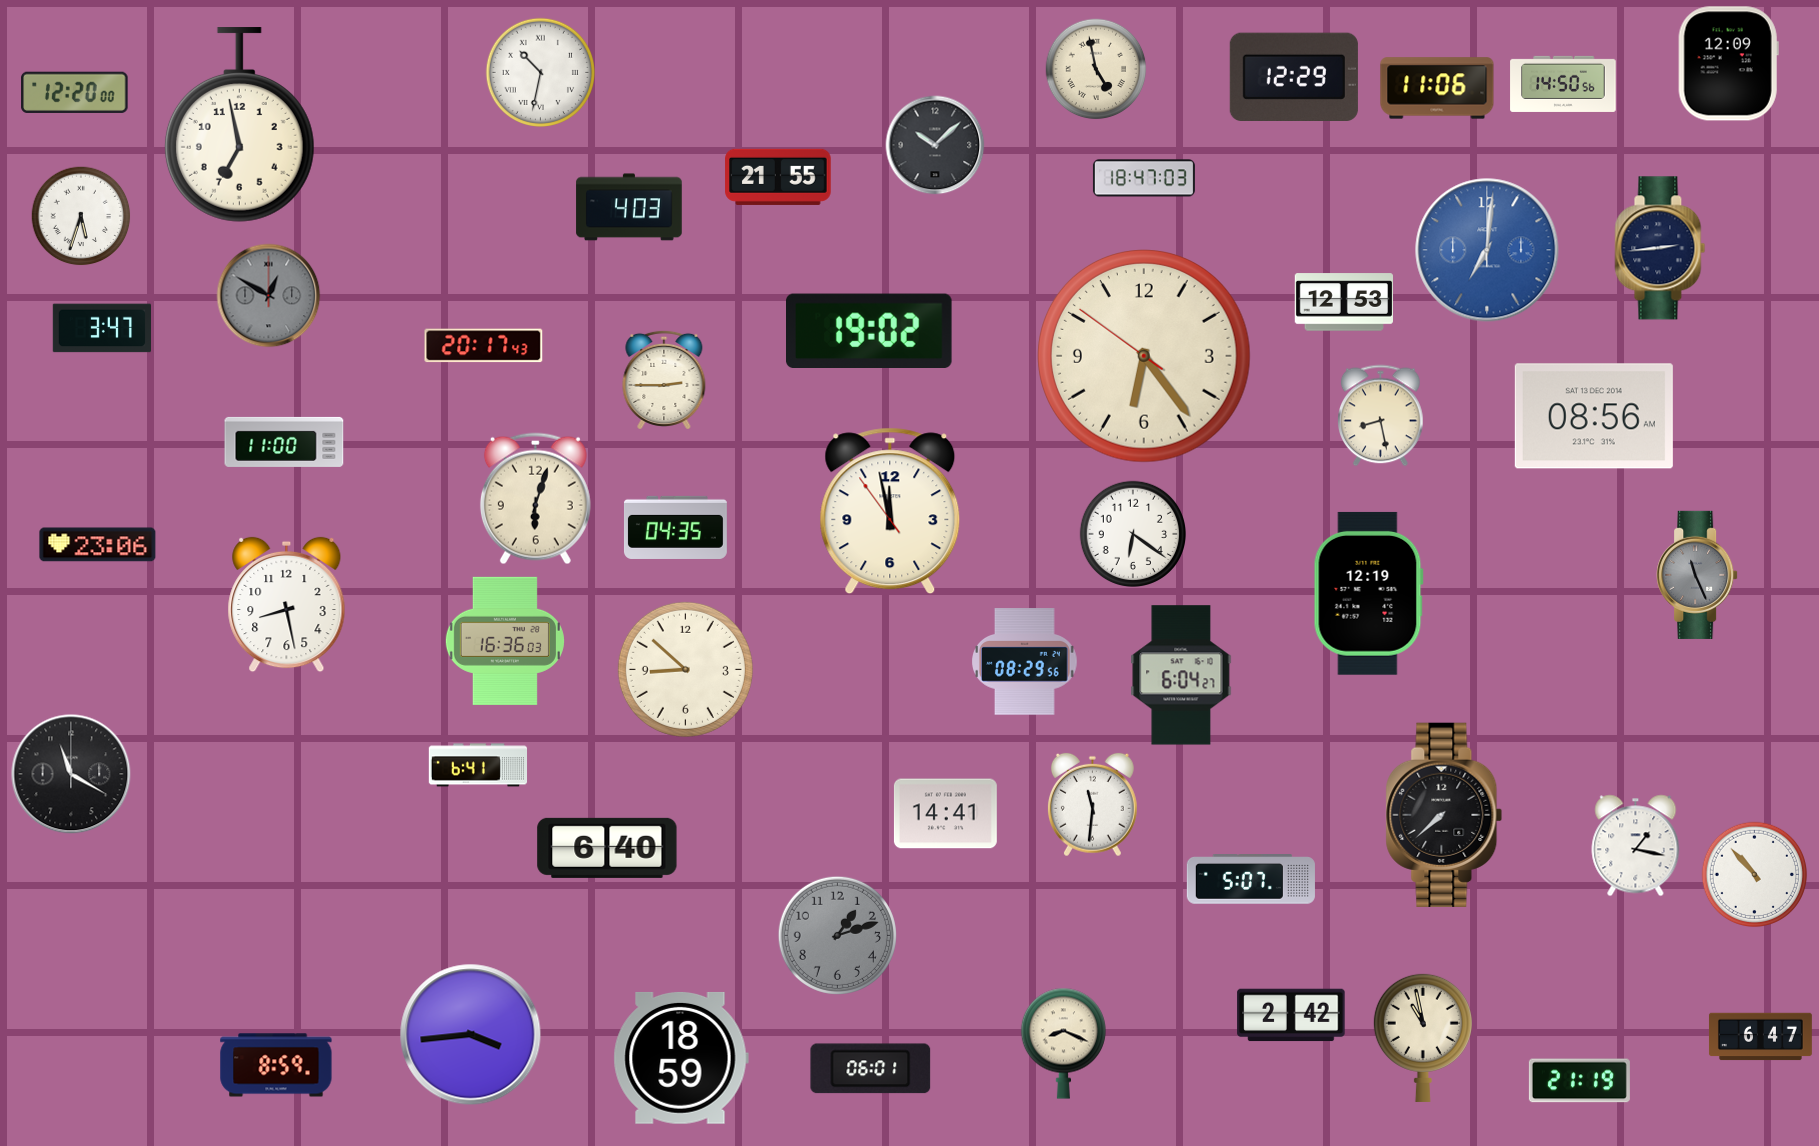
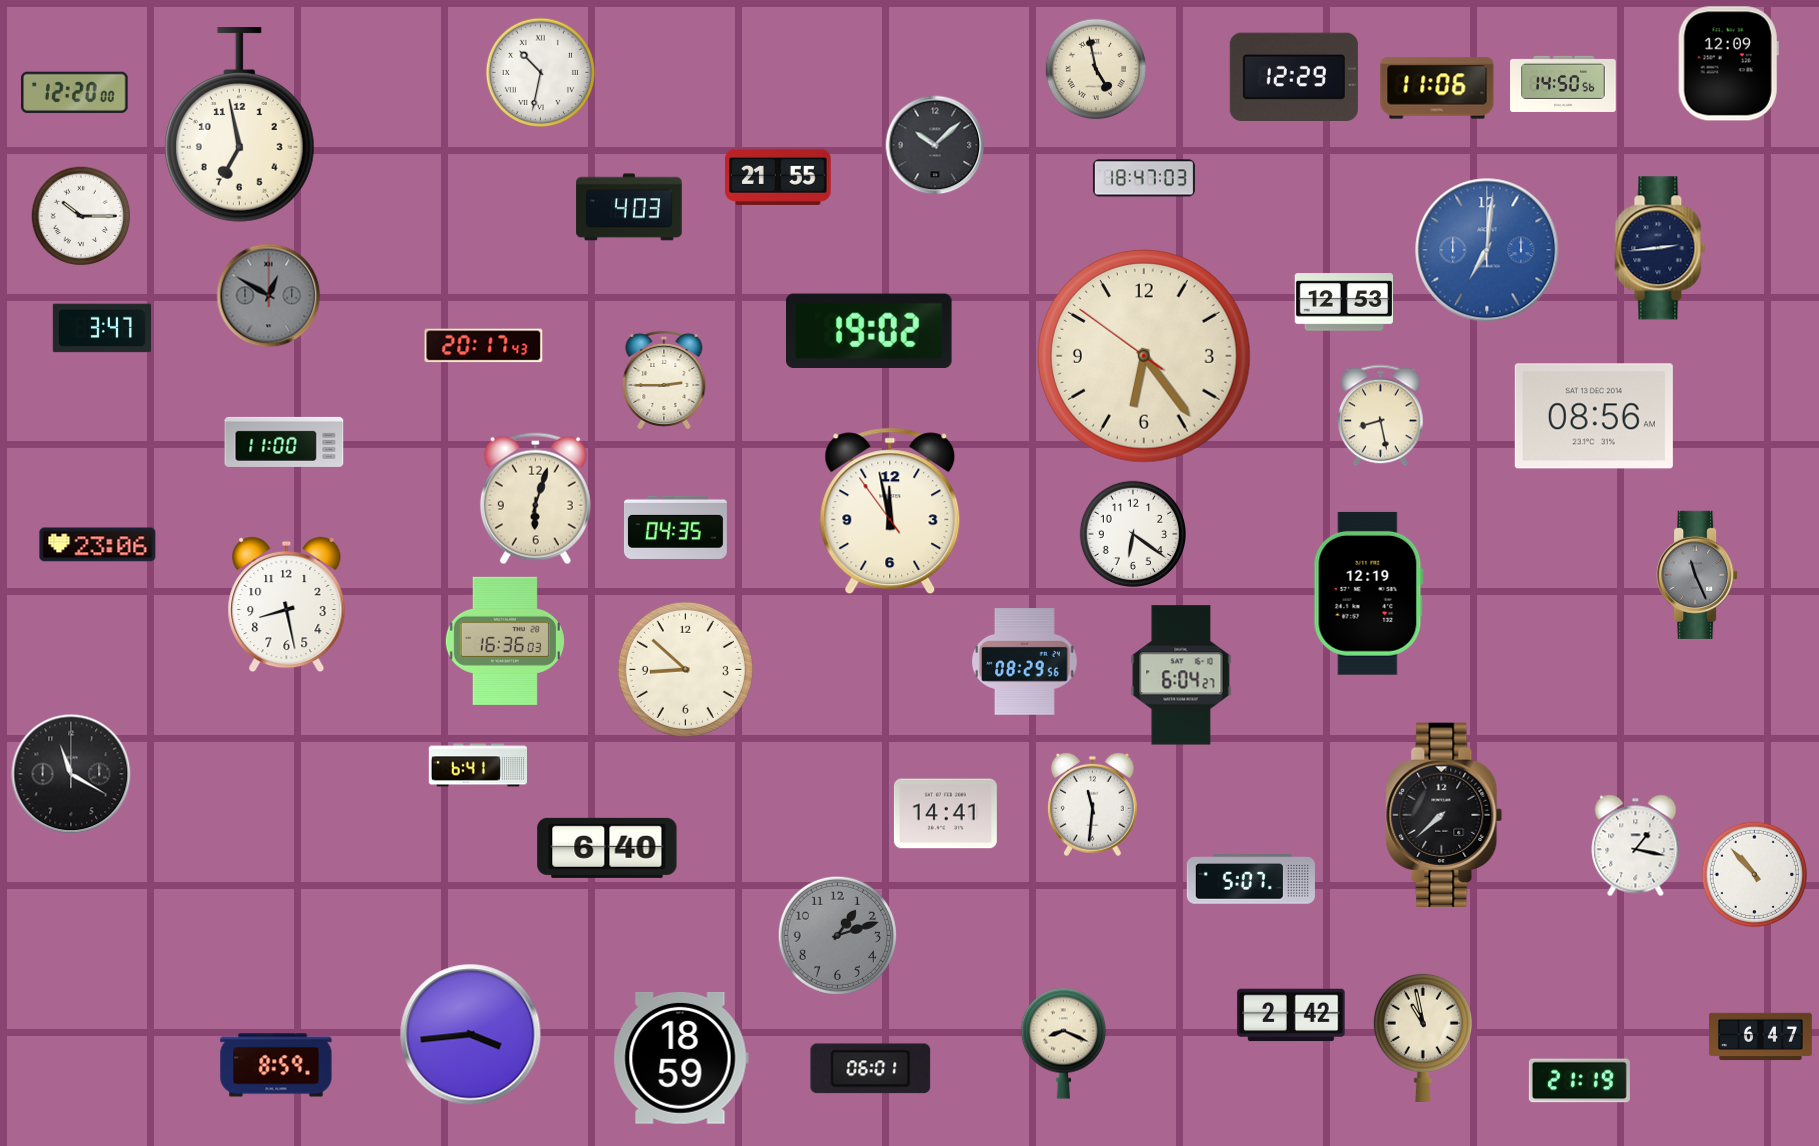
clock at (81, 216): 5:33 -> 10:15
